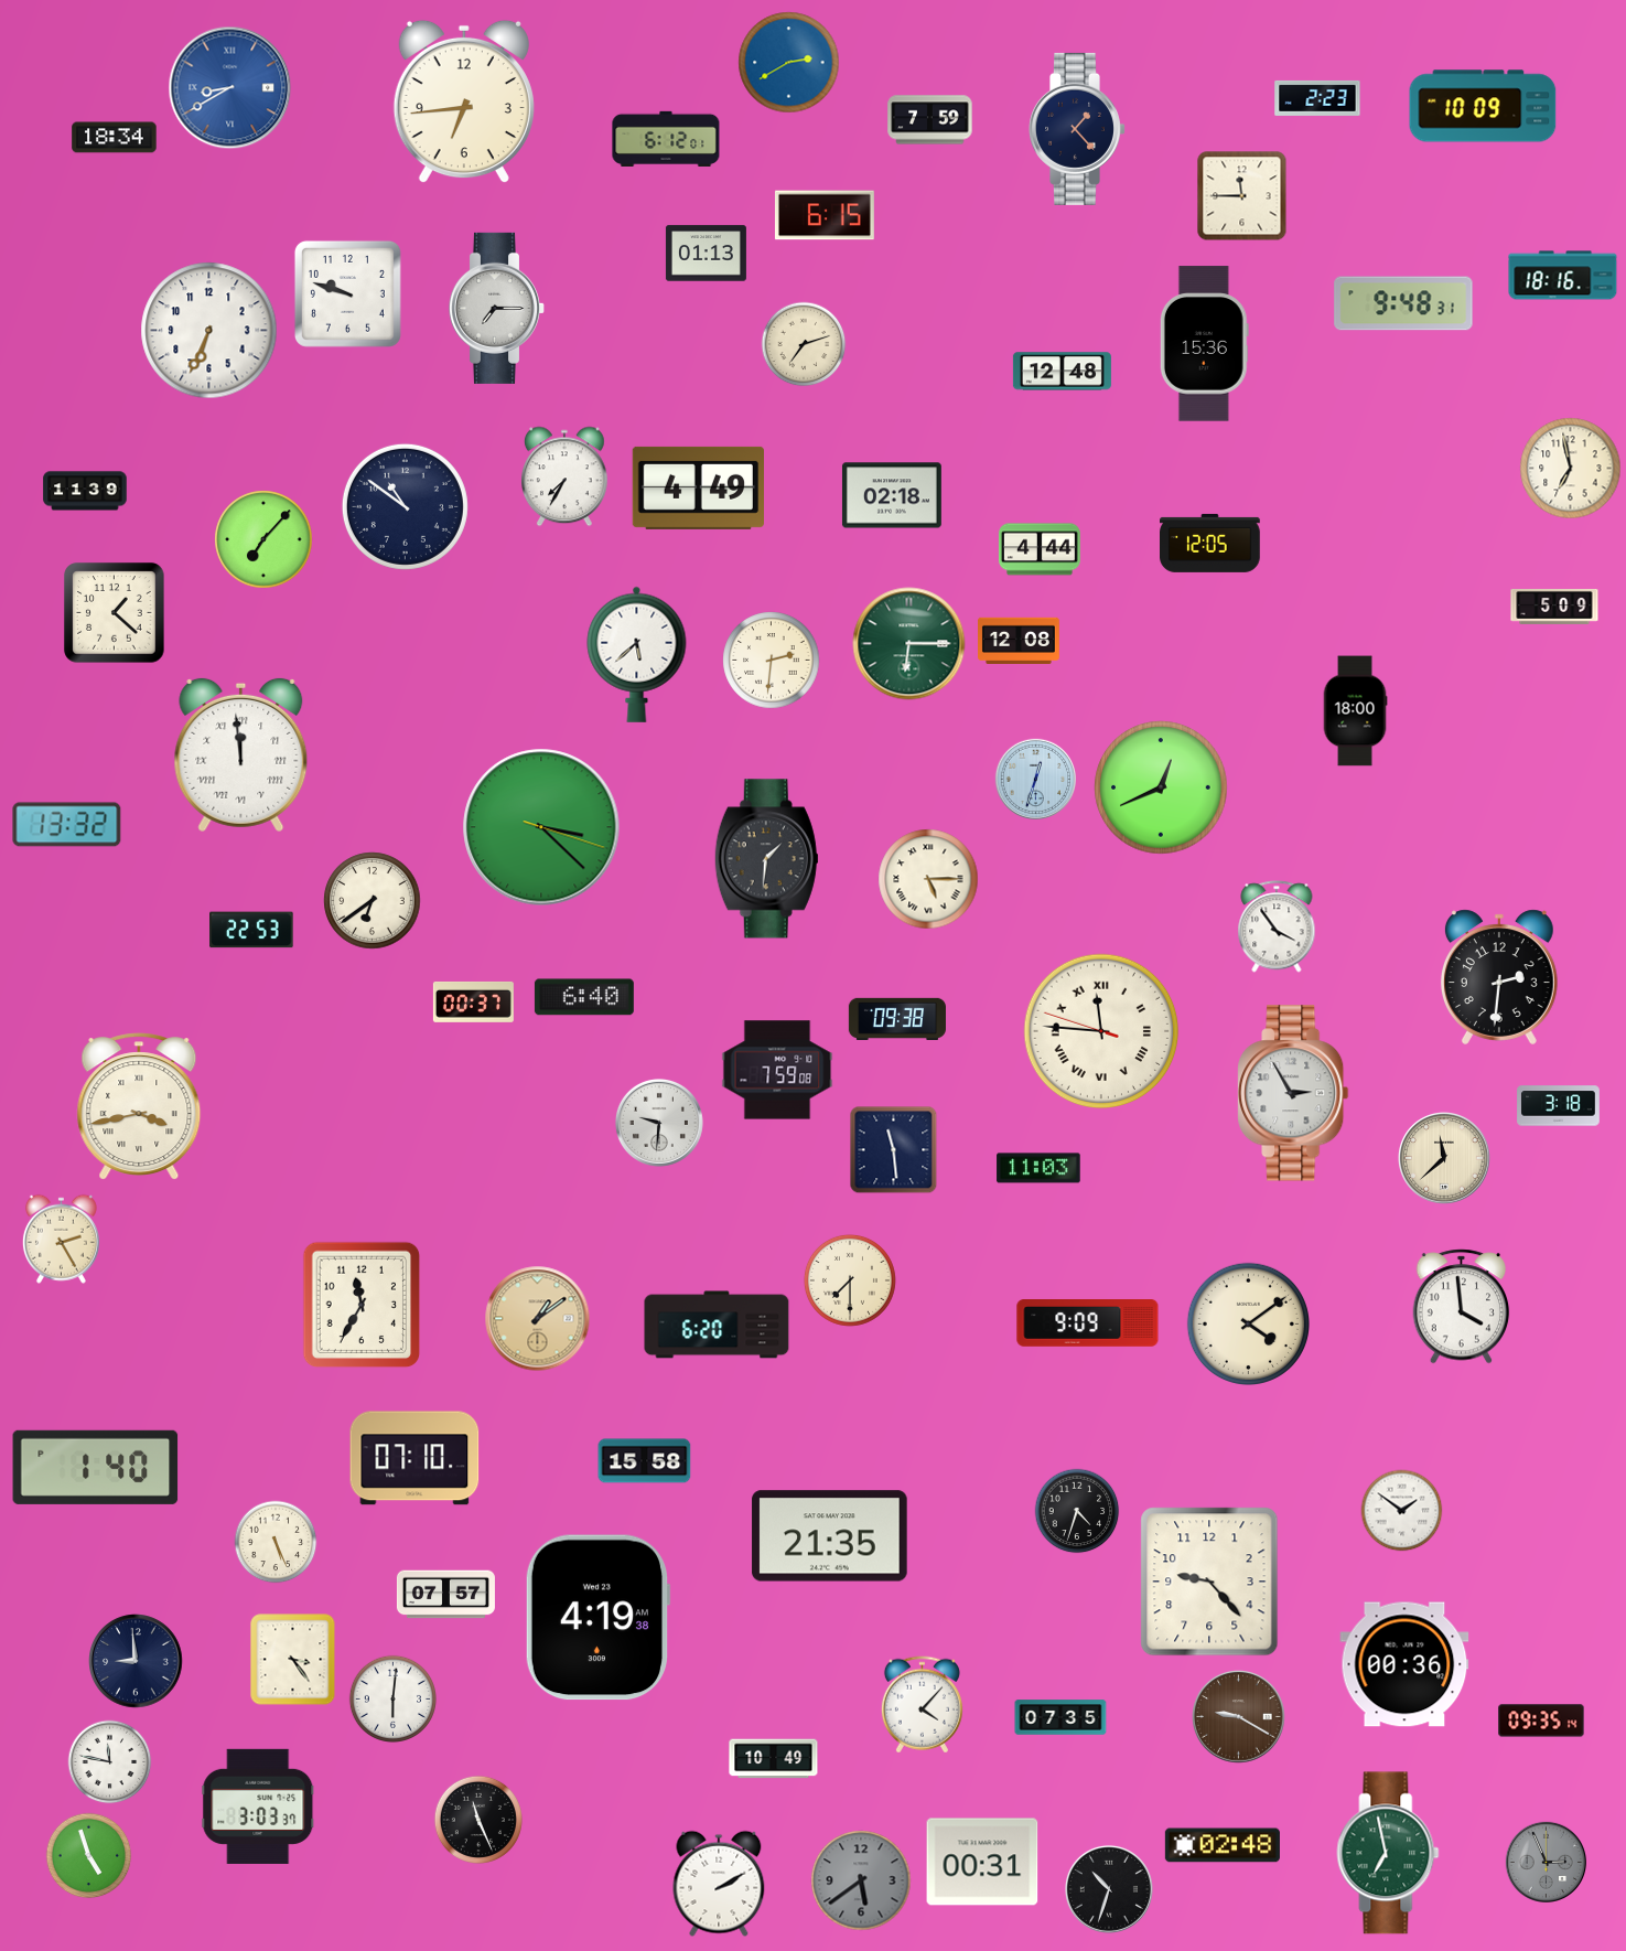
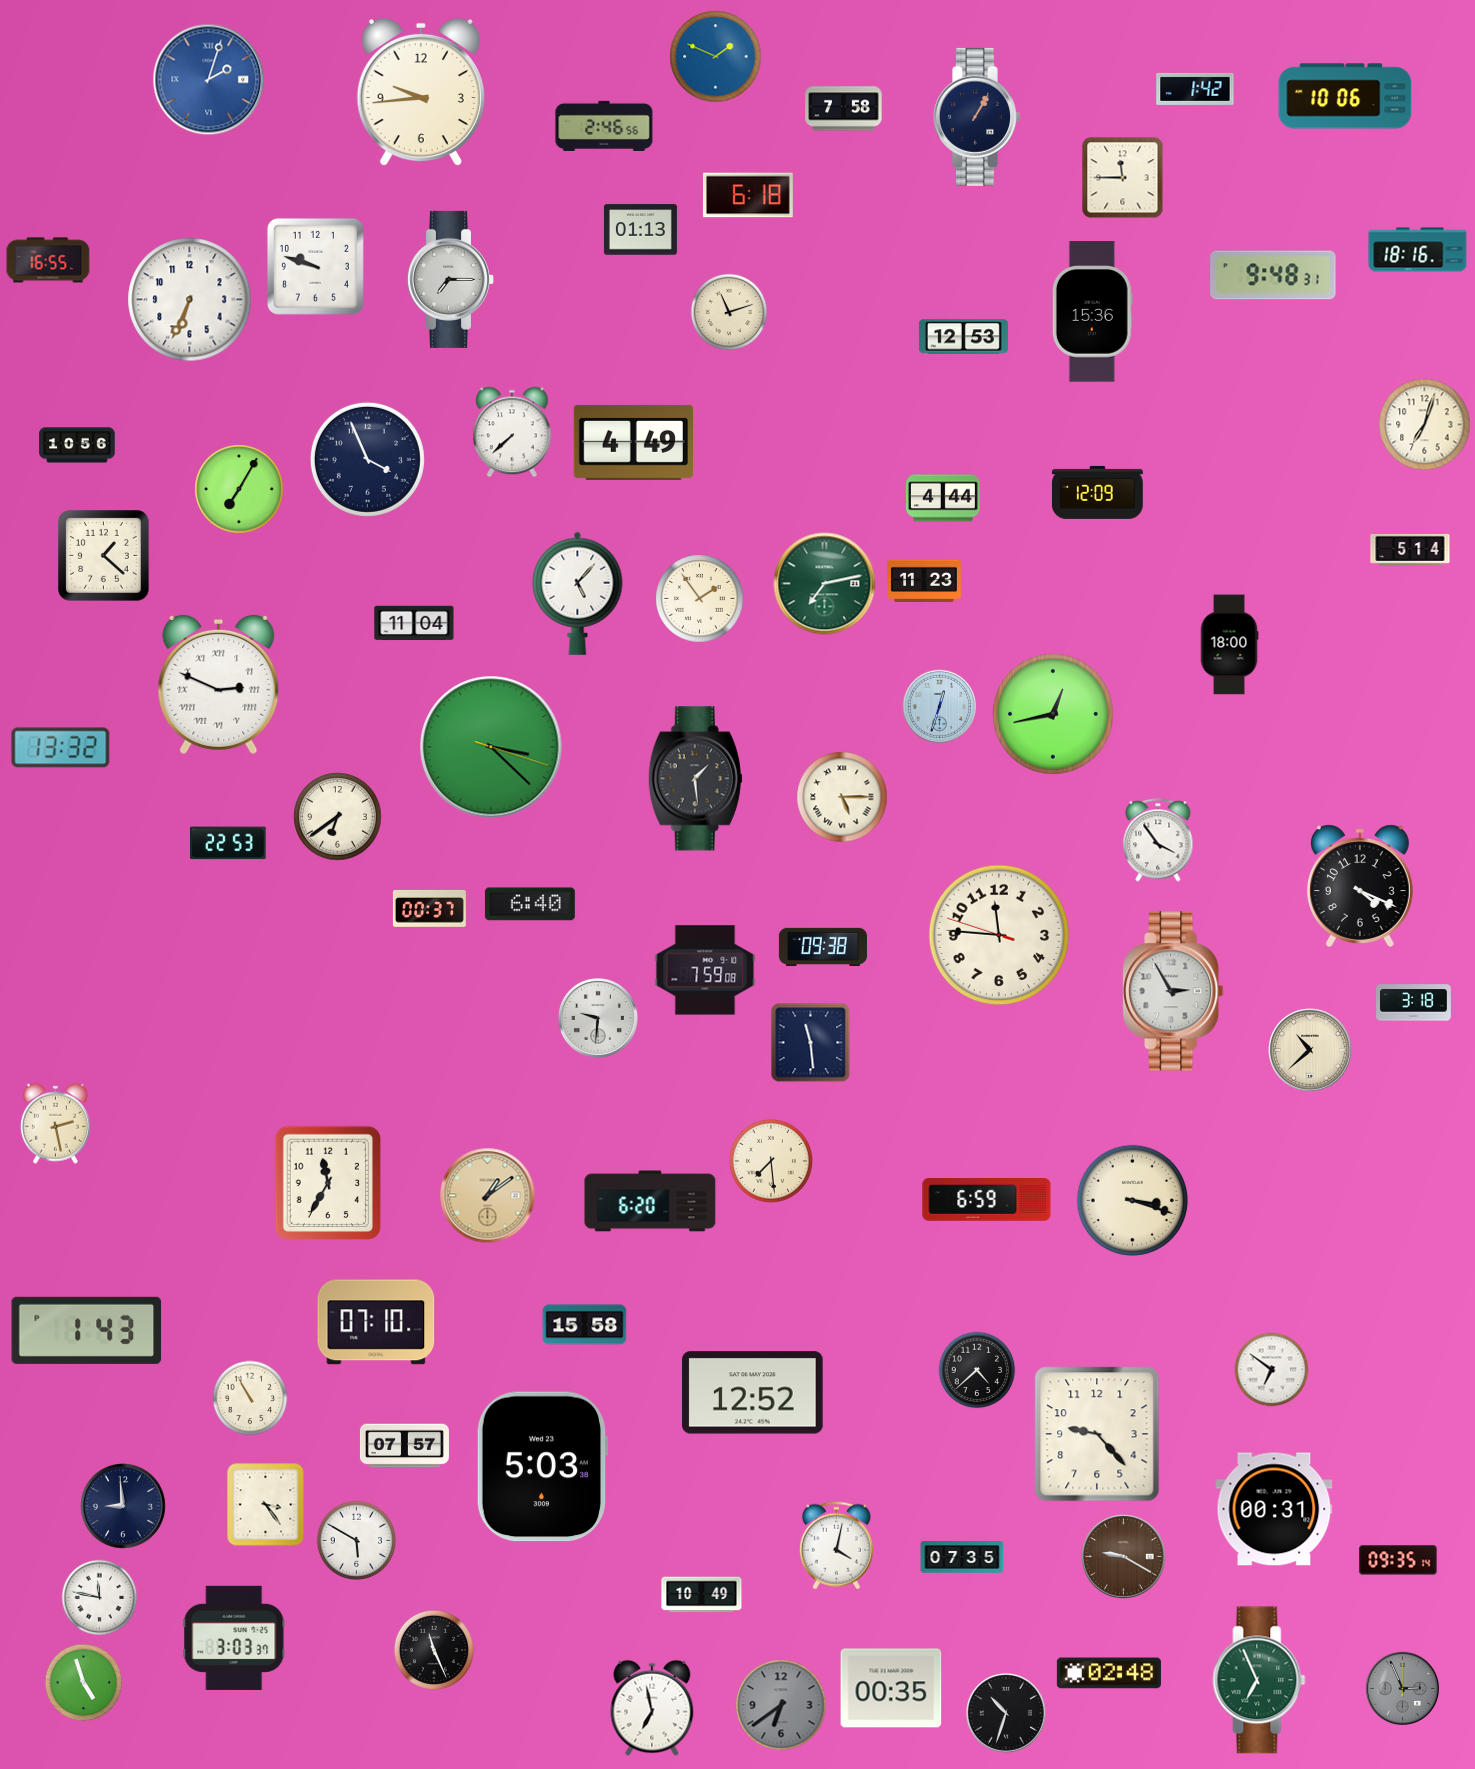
clock at (789, 63): 2:40 -> 1:49
clock at (230, 88): 8:40 -> 2:03
clock at (1317, 98): 2:23 -> 1:42
clock at (464, 101): 6:44 -> 9:44
clock at (1483, 106): 10:09 -> 10:06
clock at (930, 120): 7:59 -> 7:58
clock at (1078, 129): 1:23 -> 1:05
clock at (115, 138): 18:34 -> none
clock at (666, 139): 6:12 -> 2:46
clock at (1242, 196) position: (1242, 196) -> (1123, 178)
clock at (825, 215): 6:15 -> 6:18
clock at (48, 260): none -> 16:55
clock at (804, 344): 7:12 -> 11:12
clock at (1062, 372): 12:48 -> 12:53
clock at (1571, 469): 6:58 -> 7:03
clock at (566, 476): 7:35 -> 7:38
clock at (85, 491): 11:39 -> 10:56
clock at (892, 495): 02:18 -> none
clock at (405, 506): 10:51 -> 3:56
clock at (263, 539): 7:07 -> 7:05
clock at (1210, 543): 12:05 -> 12:09
clock at (1554, 607): 5:09 -> 5:14
clock at (1020, 640): 12:08 -> 11:23
clock at (909, 644): 6:15 -> 7:13
clock at (637, 654): 5:38 -> 5:07
clock at (772, 661): 2:31 -> 1:54
clock at (414, 623): none -> 11:04
clock at (241, 755): 11:59 -> 2:49
clock at (1161, 787): 12:41 -> 12:43
clock at (541, 827) position: (541, 827) -> (491, 747)
clock at (766, 859): 1:31 -> 1:29
clock at (1499, 977): 2:31 -> 4:19
clock at (897, 1018) position: (897, 1018) -> (823, 946)
clock at (1101, 1031) numerals: Roman -> Arabic
clock at (139, 1106): 3:43 -> none
clock at (1444, 1158): 11:38 -> 10:38
clock at (1038, 1168): 11:03 -> none
clock at (61, 1239): 2:25 -> 2:28
clock at (850, 1280): 7:30 -> 7:29
clock at (1462, 1307): 3:59 -> none
clock at (1088, 1323): 9:09 -> 6:59
clock at (1248, 1323): 4:09 -> 3:18
clock at (96, 1467): 1:40 -> 1:43
clock at (1077, 1511): 4:33 -> 4:38
clock at (1402, 1511): 1:51 -> 6:51
clock at (830, 1536): 21:35 -> 12:52
clock at (276, 1542): 5:26 -> 10:55
clock at (597, 1618): 4:19 -> 5:03
clock at (1404, 1664): 00:36 -> 00:31
clock at (392, 1698): 6:01 -> 5:50
clock at (922, 1705): 4:07 -> 4:02
clock at (1388, 1853): 6:58 -> 6:56
clock at (89, 1856) position: (89, 1856) -> (84, 1683)
clock at (982, 1862): 00:31 -> 00:35
clock at (861, 1880): 5:39 -> 6:39
clock at (719, 1884): 2:10 -> 6:58
